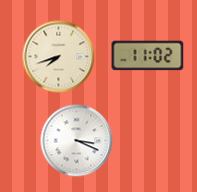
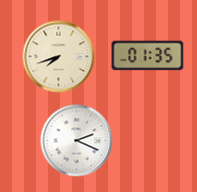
clock at (148, 56): 11:02 -> 01:35
clock at (77, 141): 3:19 -> 2:19
